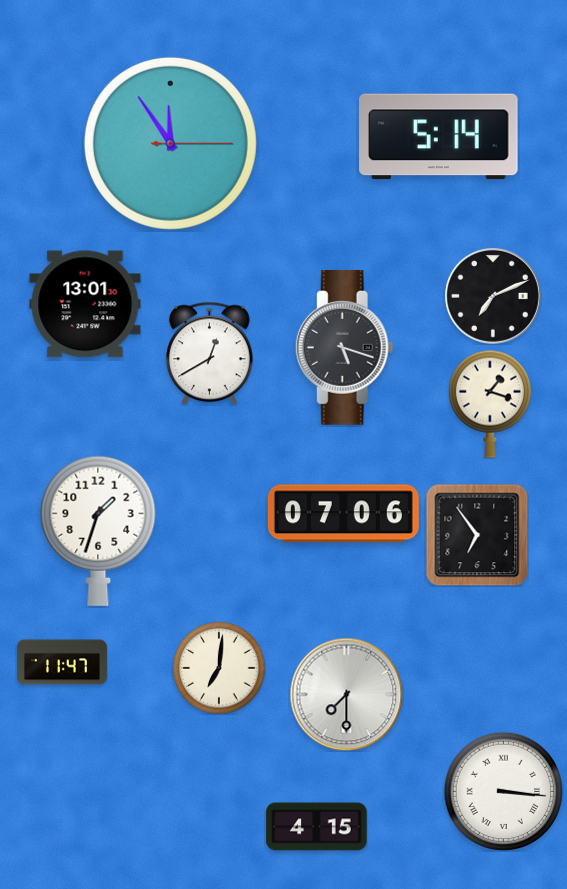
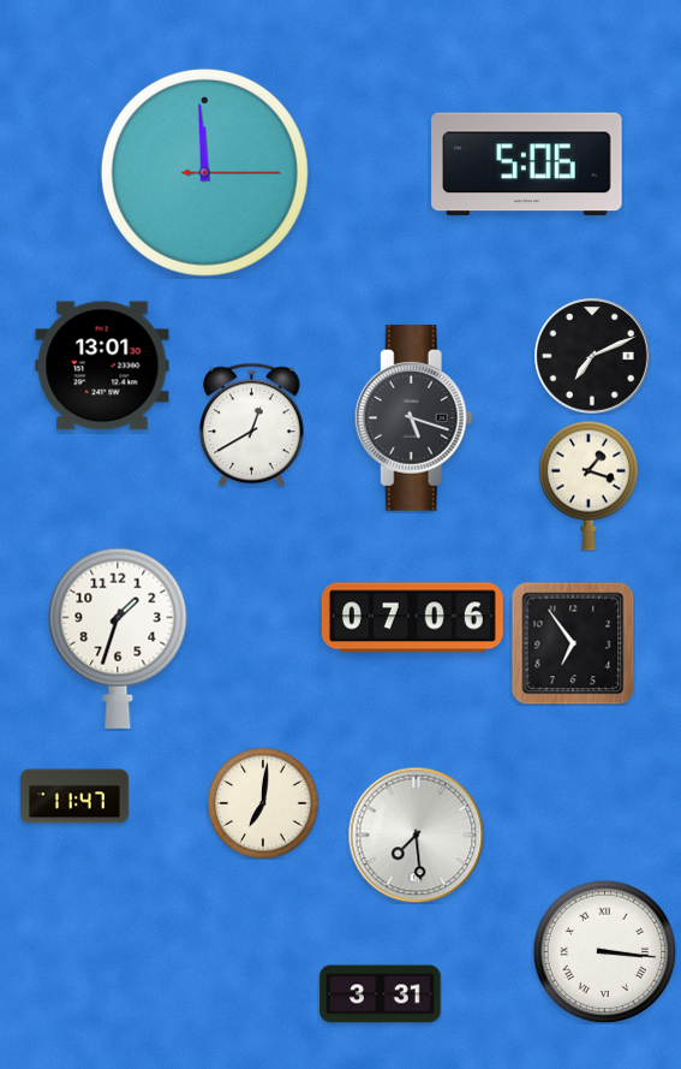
clock at (439, 137): 5:14 -> 5:06
clock at (170, 143): 11:54 -> 11:59
clock at (346, 694): 7:30 -> 7:29
clock at (317, 827): 4:15 -> 3:31
